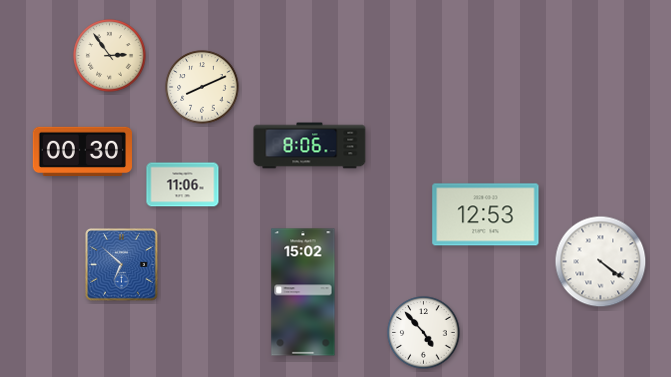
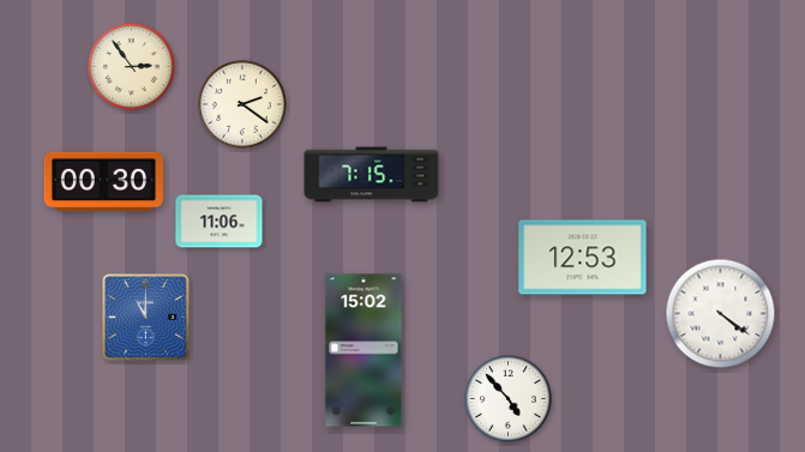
clock at (202, 87): 8:11 -> 2:21
clock at (310, 146): 8:06 -> 7:15
clock at (82, 151) position: (82, 151) -> (103, 181)
clock at (122, 265): 6:52 -> 11:00
